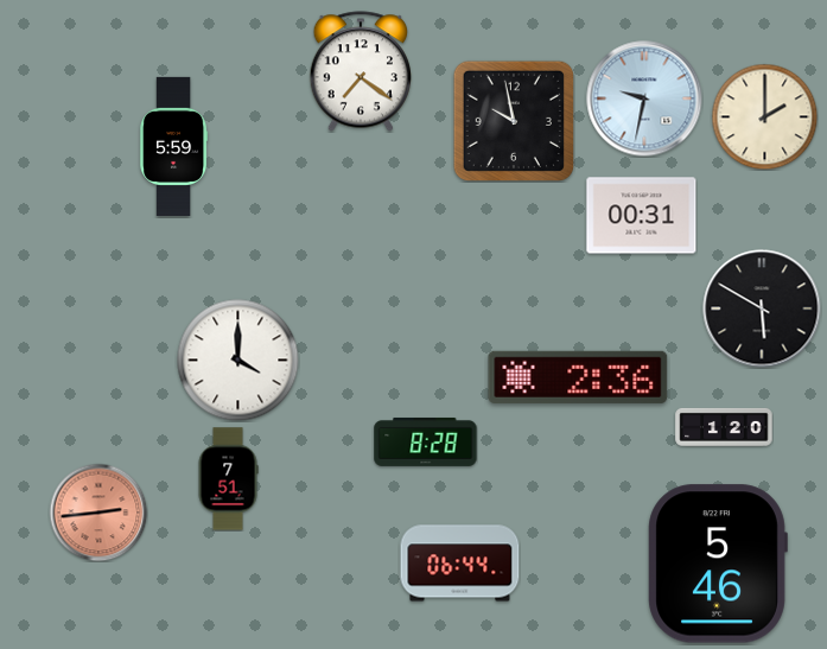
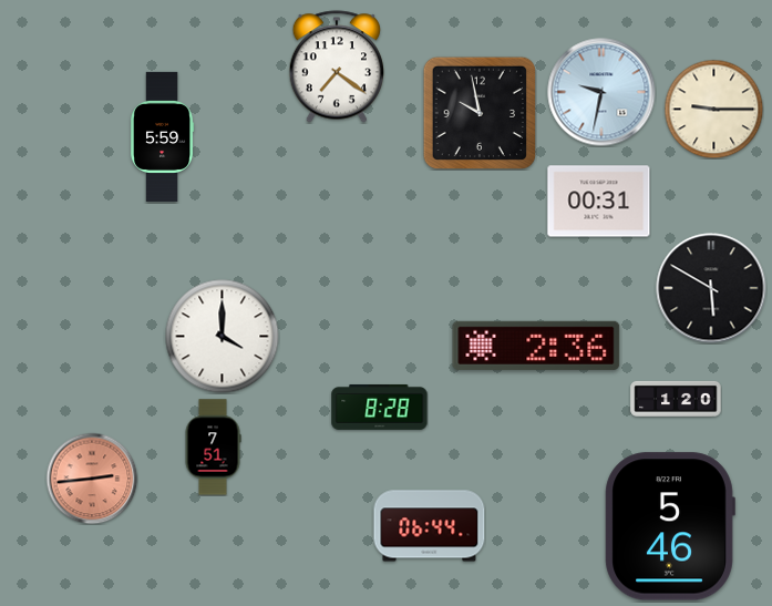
clock at (764, 116): 2:00 -> 9:15
clock at (578, 377) position: (578, 377) -> (536, 346)
clock at (426, 441) position: (426, 441) -> (380, 407)
